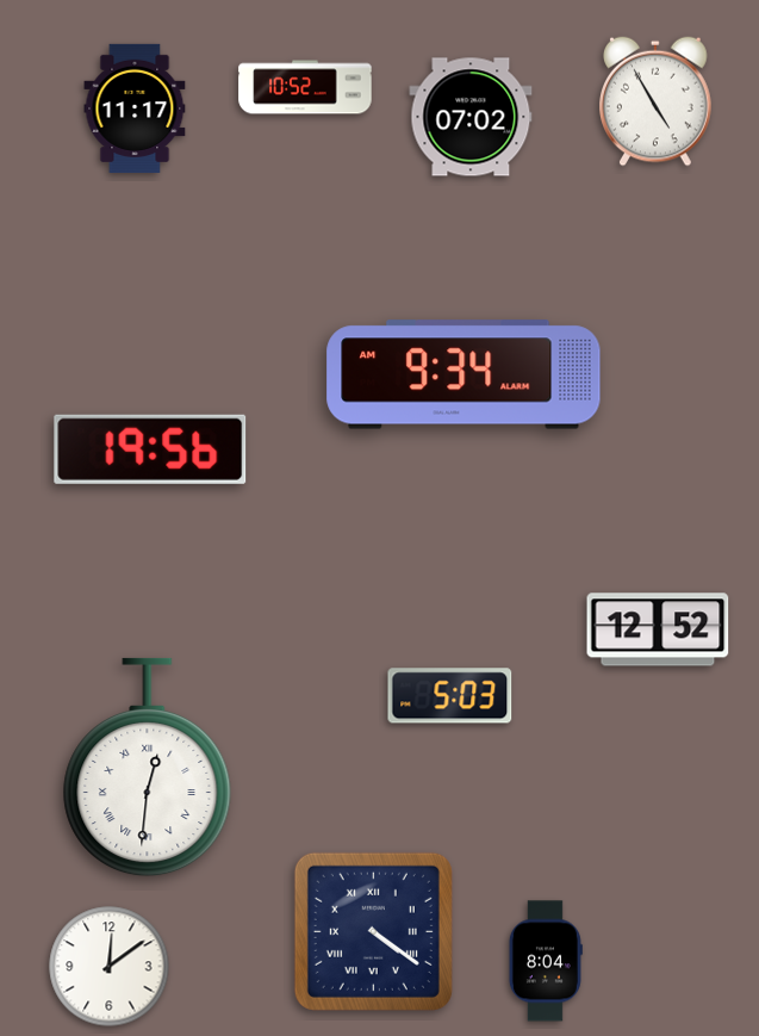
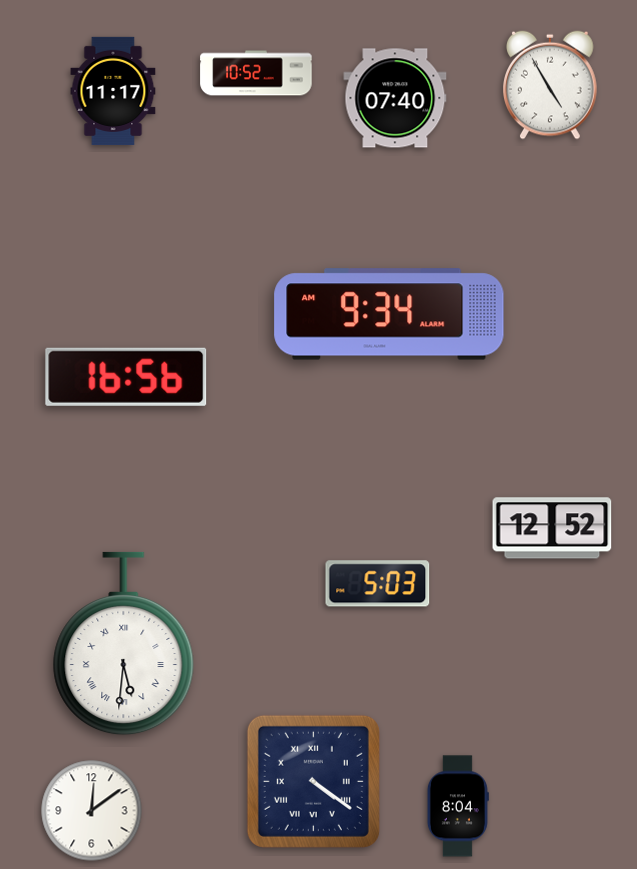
clock at (471, 117): 07:02 -> 07:40
clock at (150, 449): 19:56 -> 16:56
clock at (148, 768): 12:31 -> 5:31
